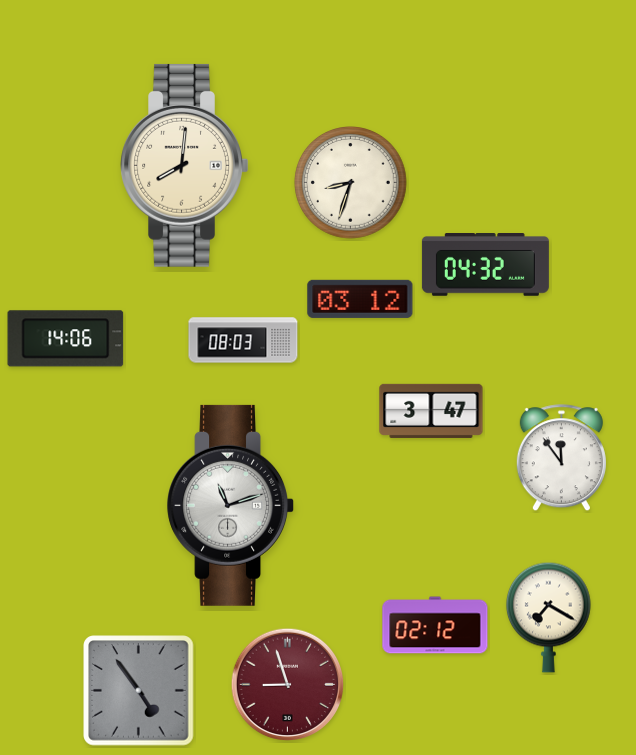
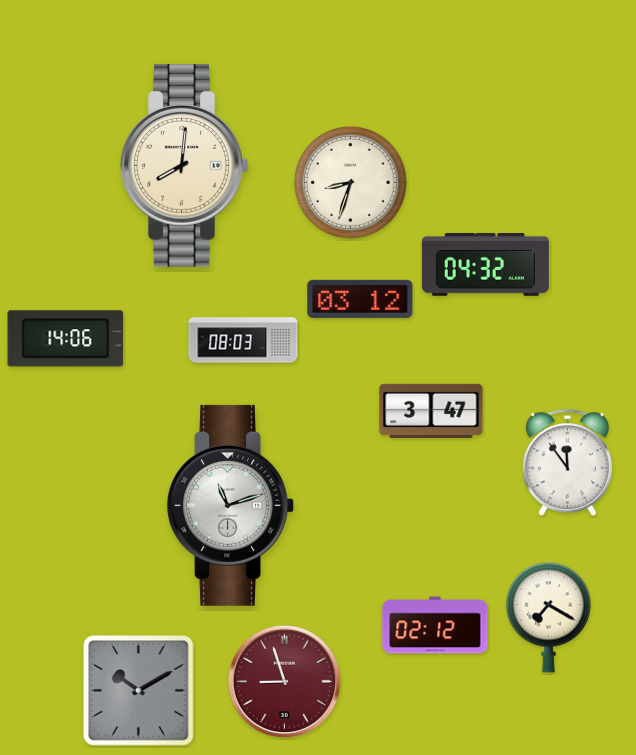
clock at (561, 458) position: (561, 458) -> (567, 463)
clock at (287, 684) position: (287, 684) -> (284, 681)
clock at (139, 691): 4:54 -> 10:10
